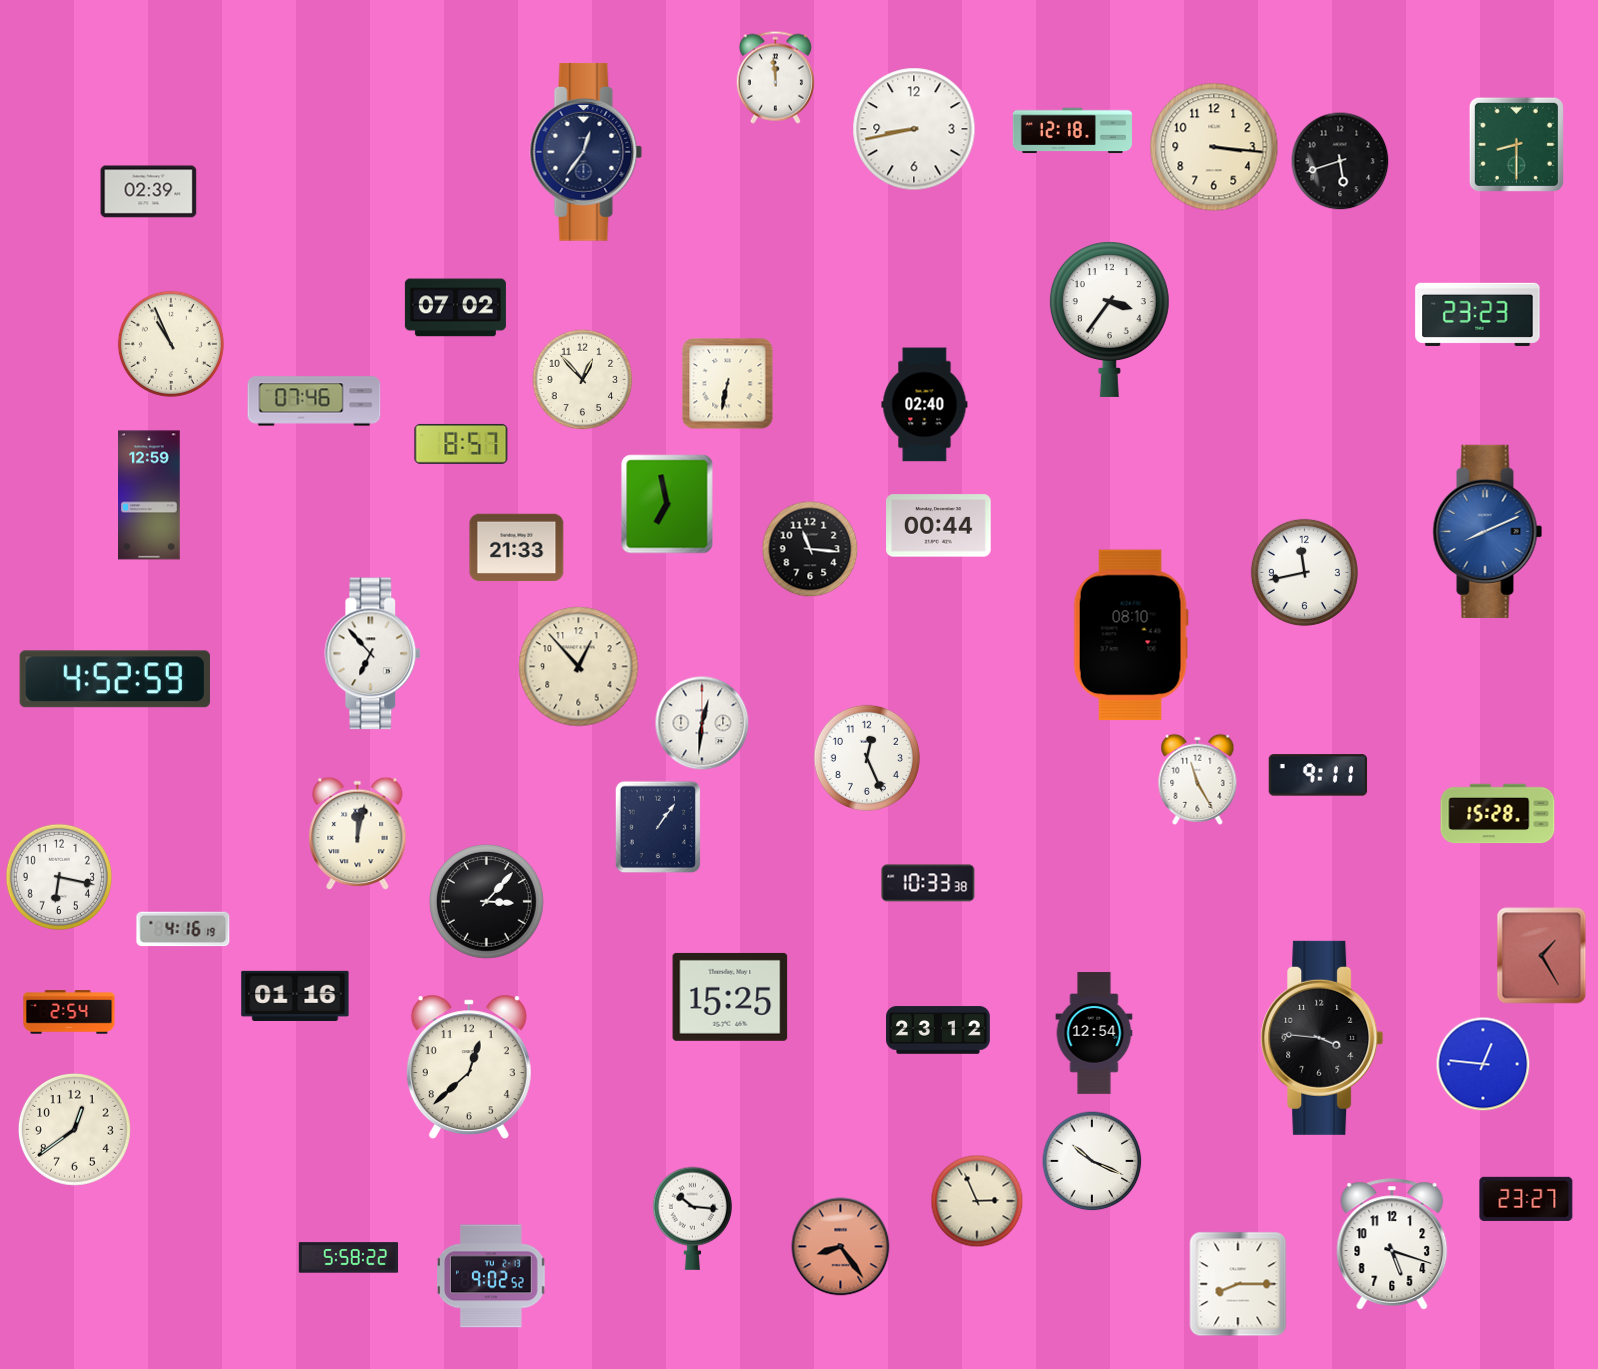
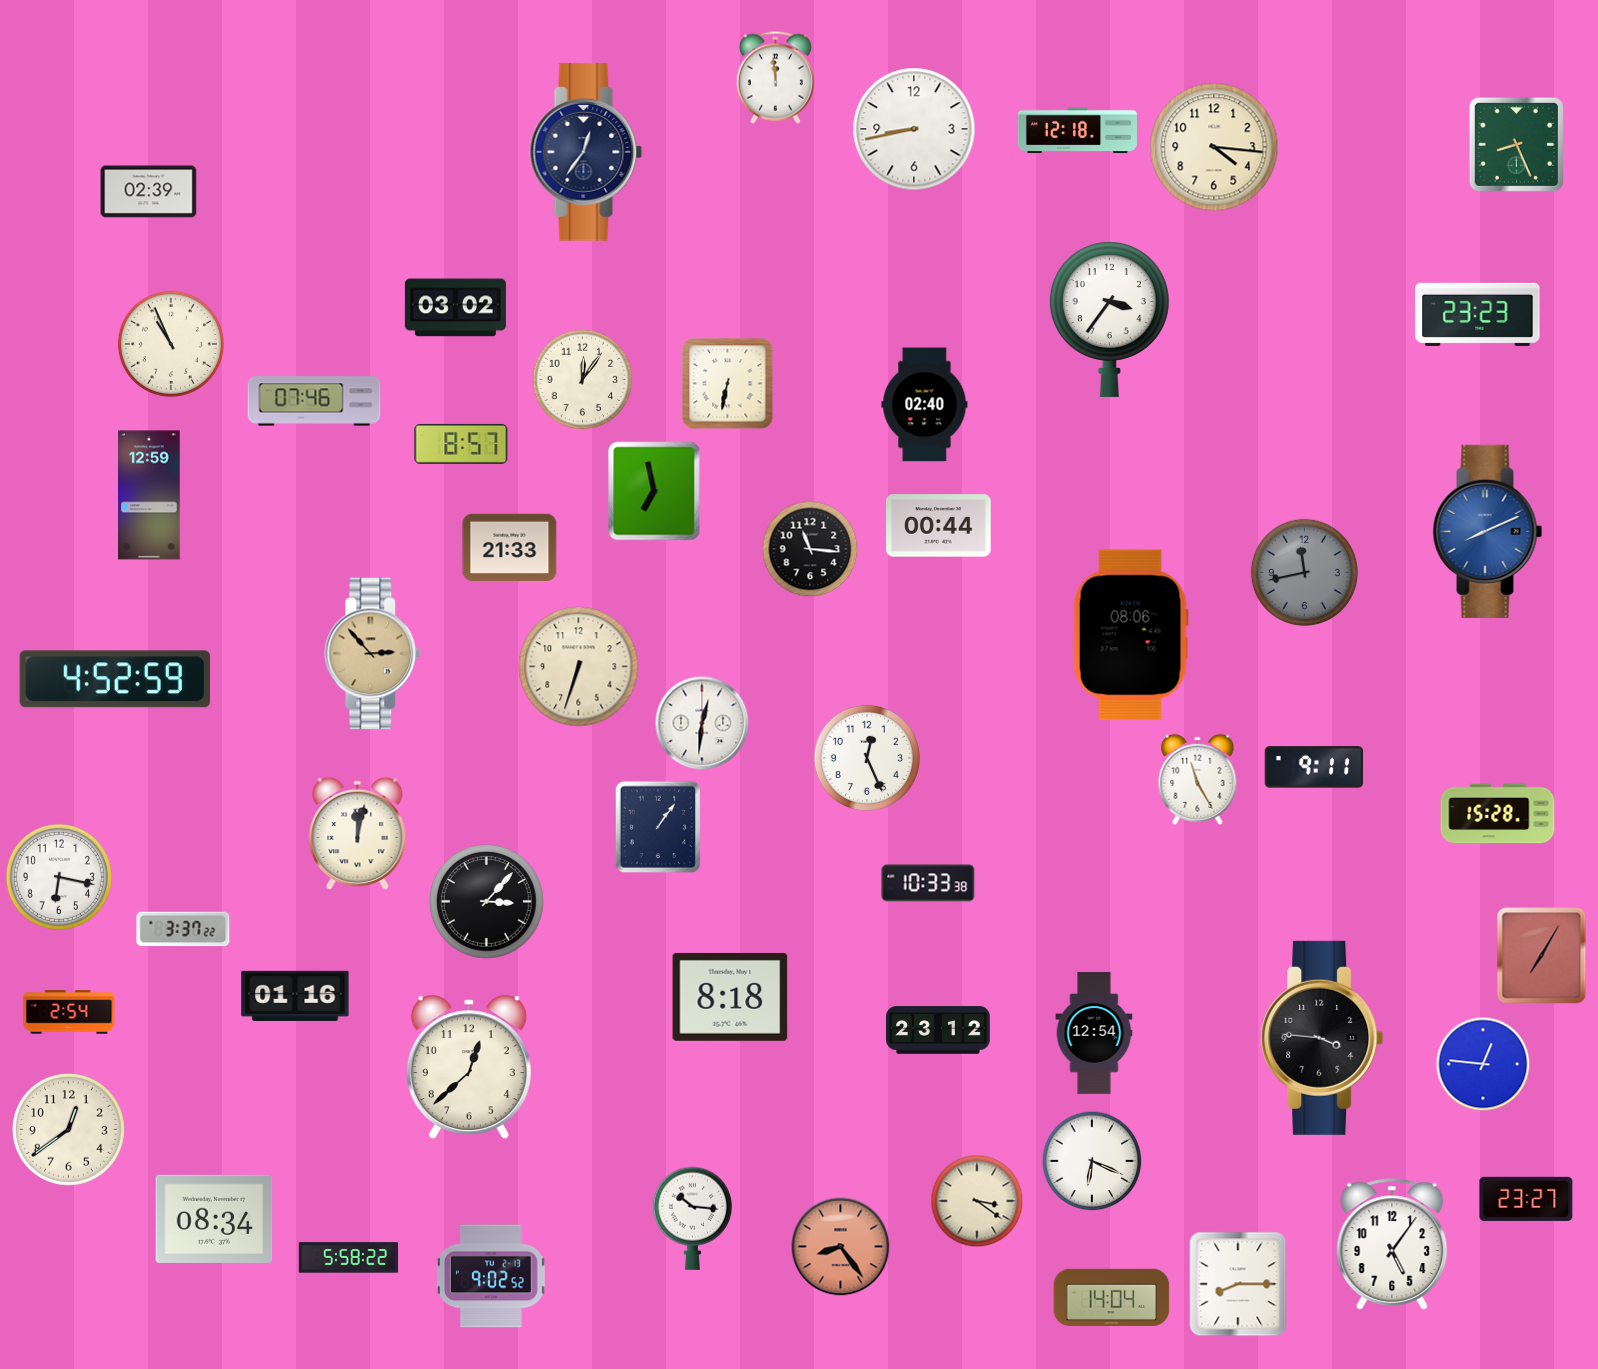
clock at (1072, 131) position: (1072, 131) -> (1077, 131)
clock at (1516, 144): 8:30 -> 8:26
clock at (1214, 147): 3:16 -> 4:16
clock at (1340, 161): 5:42 -> none
clock at (455, 308): 07:02 -> 03:02
clock at (583, 380): 12:53 -> 12:06
clock at (667, 504) position: (667, 504) -> (654, 491)
clock at (517, 548) position: (517, 548) -> (510, 548)
clock at (1304, 572) dial: white -> grey
clock at (1131, 635): 08:10 -> 08:06
clock at (373, 654): 6:53 -> 2:53
clock at (373, 654) dial: white -> champagne
clock at (579, 667): 12:53 -> 6:33
clock at (1318, 775) position: (1318, 775) -> (1314, 767)
clock at (183, 929): 4:16 -> 3:37
clock at (1542, 956): 1:25 -> 7:05
clock at (730, 997): 15:25 -> 8:18
clock at (74, 1129) position: (74, 1129) -> (68, 1129)
clock at (1092, 1161): 10:19 -> 6:19
clock at (977, 1201): 2:56 -> 3:21
clock at (214, 1219): none -> 08:34
clock at (1392, 1244): 5:18 -> 5:06
clock at (1112, 1298): none -> 14:04
